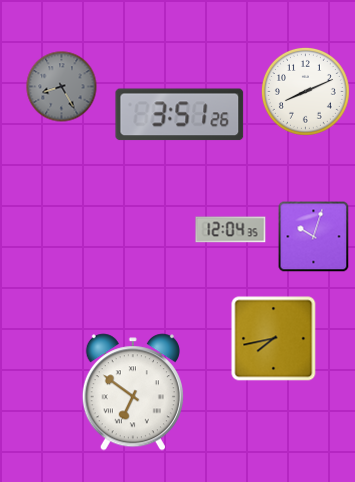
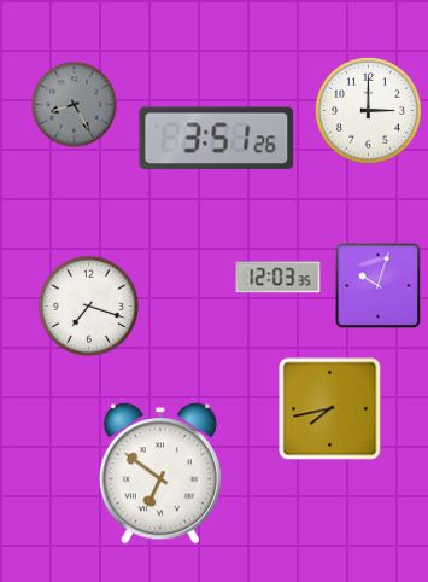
clock at (305, 91): 8:11 -> 3:00
clock at (231, 230): 12:04 -> 12:03
clock at (89, 307): none -> 7:18
